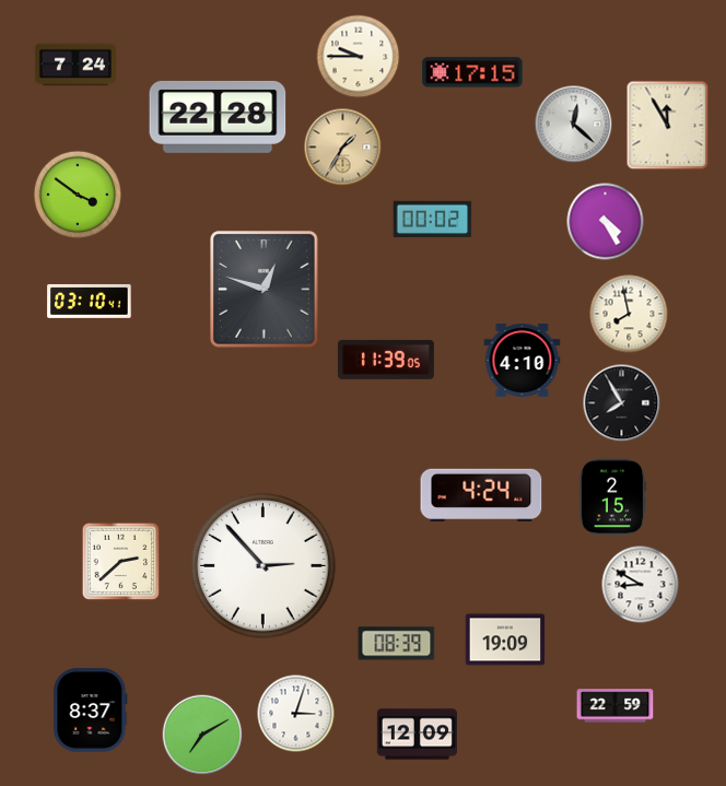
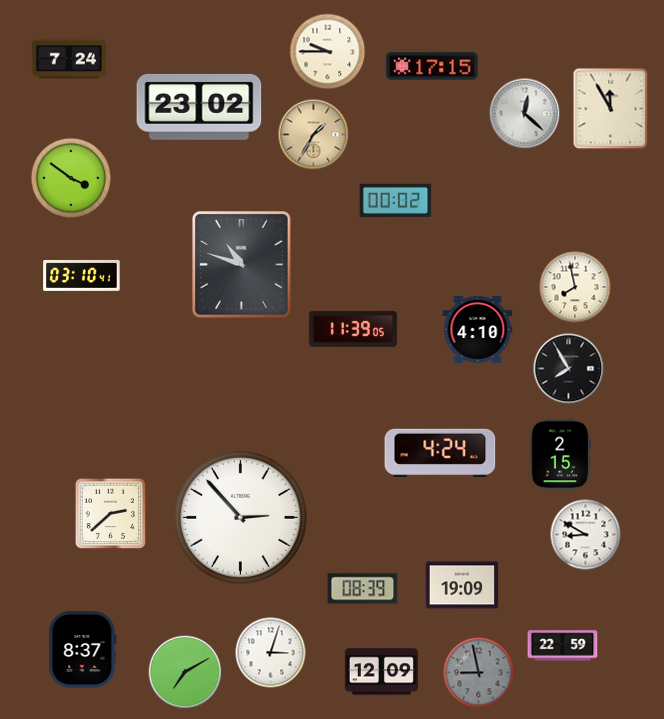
clock at (218, 117): 22:28 -> 23:02
clock at (668, 126) position: (668, 126) -> (611, 109)
clock at (606, 222): 4:25 -> none
clock at (265, 290): 12:48 -> 10:48
clock at (479, 673): none -> 8:58
